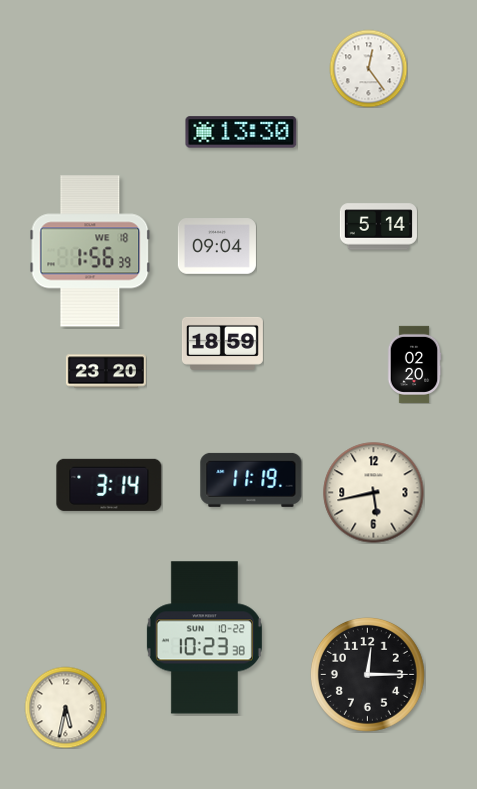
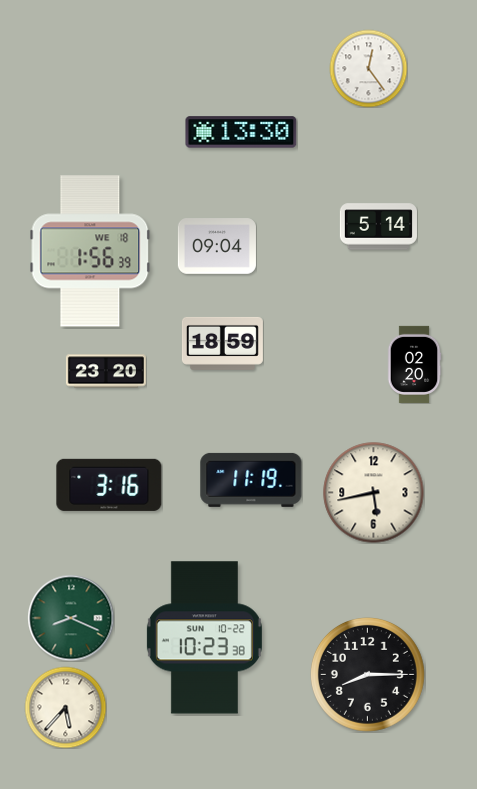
clock at (109, 485): 3:14 -> 3:16
clock at (71, 618): none -> 8:19
clock at (368, 675): 12:15 -> 8:15
clock at (65, 707): 5:32 -> 5:37
